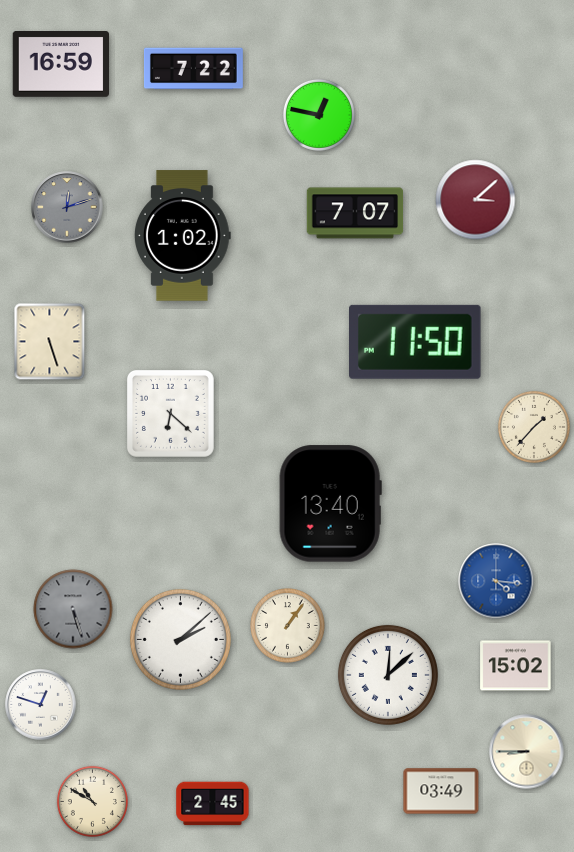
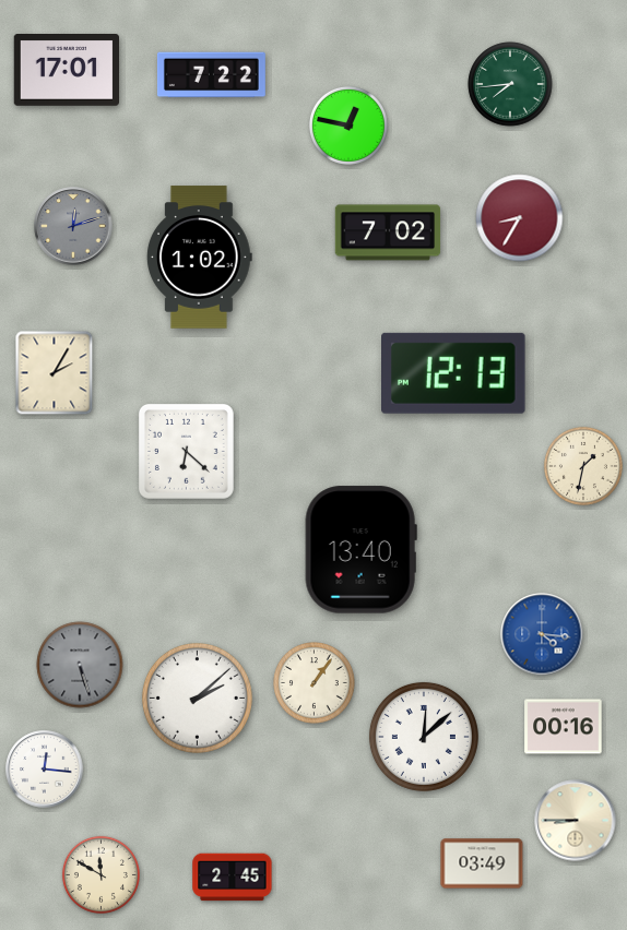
clock at (60, 65): 16:59 -> 17:01
clock at (510, 84): none -> 7:44
clock at (476, 200): 3:08 -> 8:35
clock at (355, 213): 7:07 -> 7:02
clock at (50, 342): 5:27 -> 2:05
clock at (416, 342): 11:50 -> 12:13
clock at (534, 427): 1:37 -> 1:32
clock at (516, 666): 15:02 -> 00:16
clock at (41, 705): 12:48 -> 12:16
clock at (92, 801): 10:50 -> 11:50
